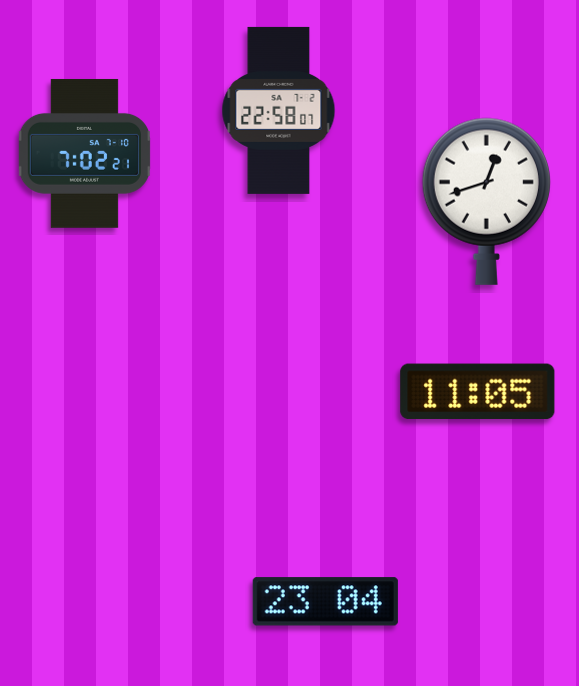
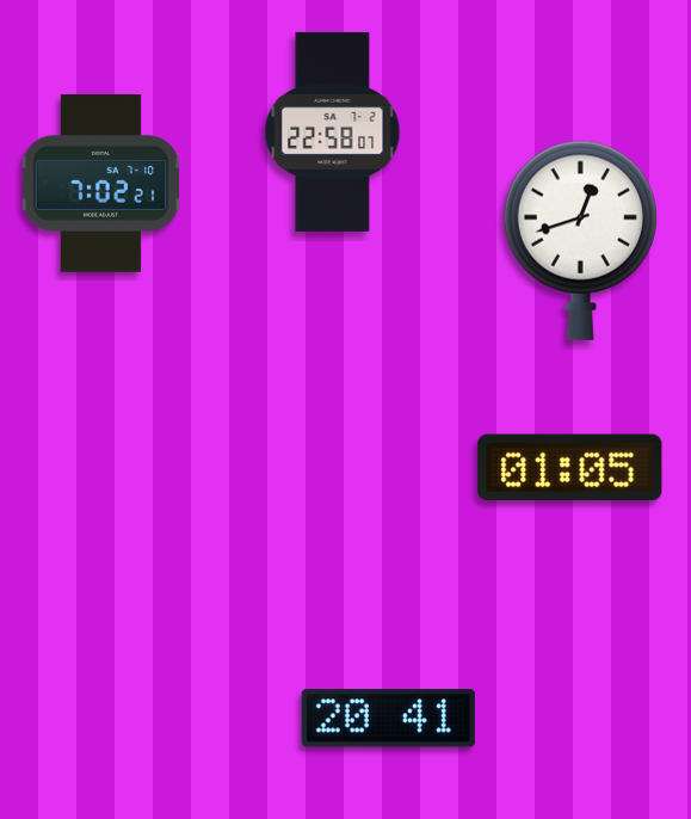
clock at (478, 392): 11:05 -> 01:05
clock at (325, 602): 23:04 -> 20:41
